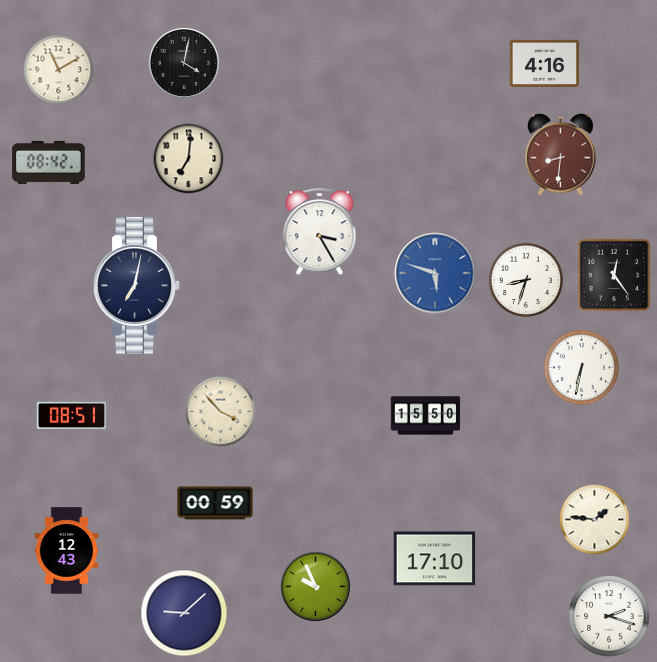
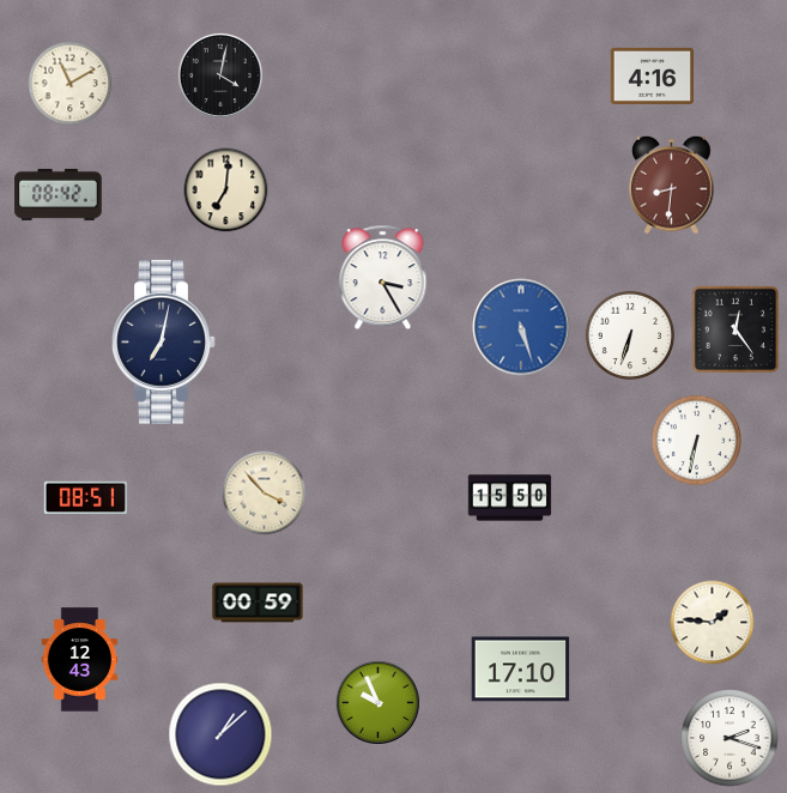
clock at (435, 273): 5:48 -> 5:27
clock at (525, 279): 8:33 -> 6:33
clock at (184, 613): 9:08 -> 1:08
